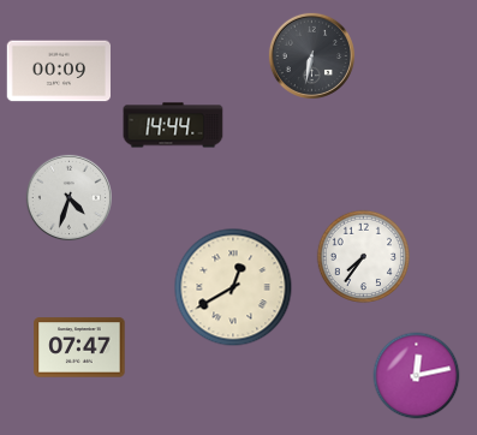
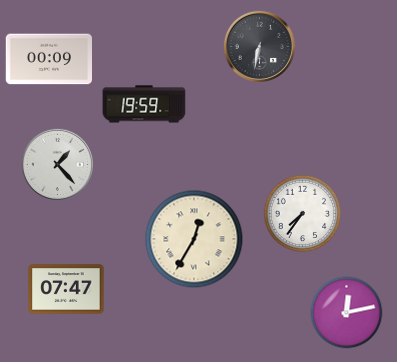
clock at (173, 125): 14:44 -> 19:59
clock at (68, 197): 4:33 -> 1:23
clock at (233, 287): 12:40 -> 12:35
